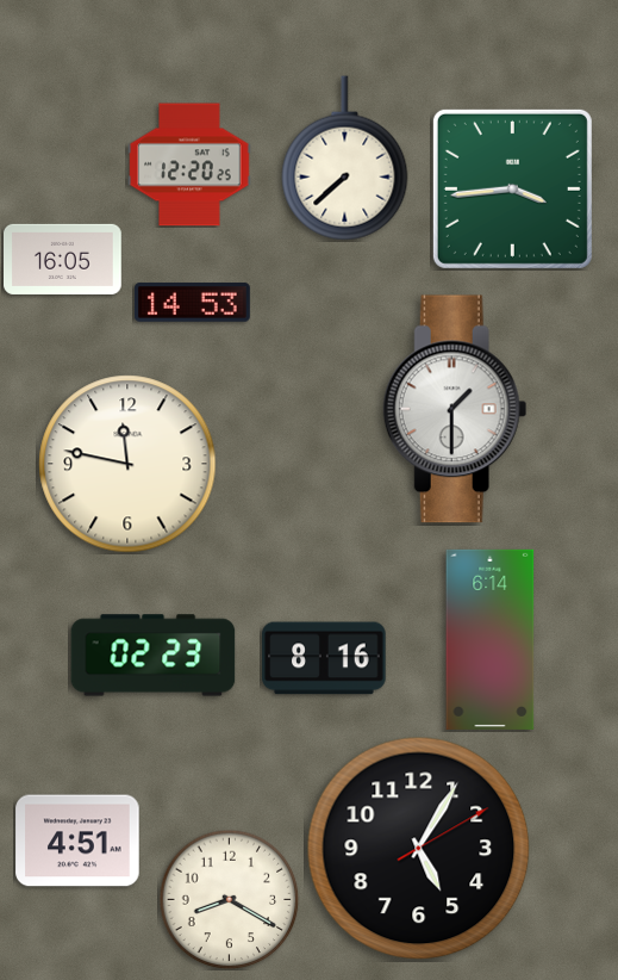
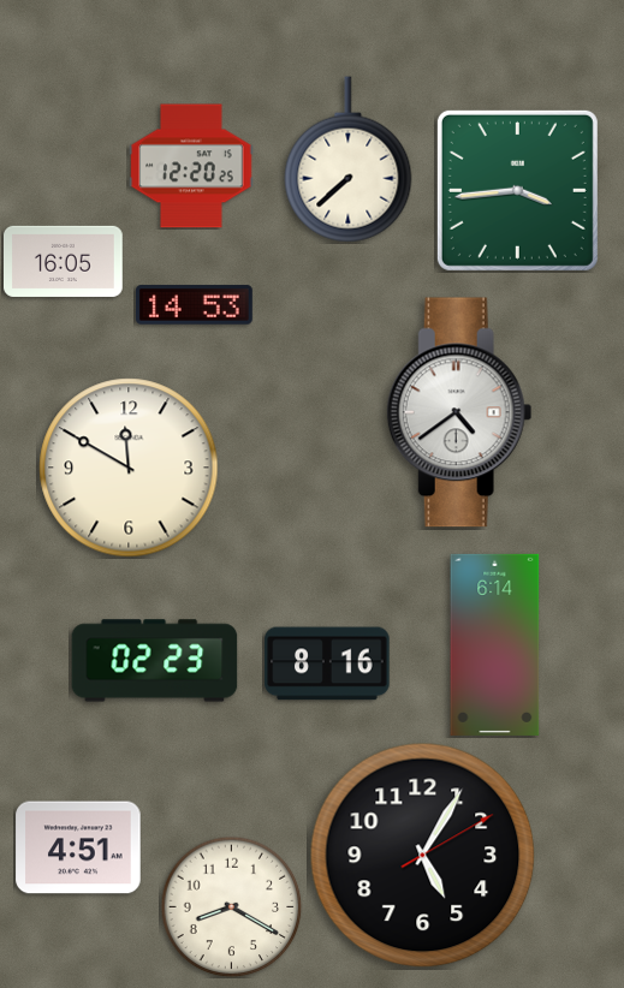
clock at (455, 409): 1:30 -> 4:39
clock at (127, 464): 11:47 -> 11:50
